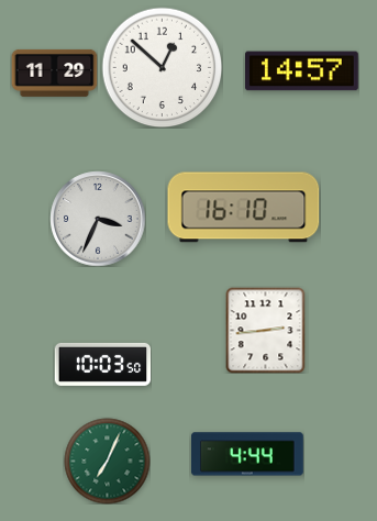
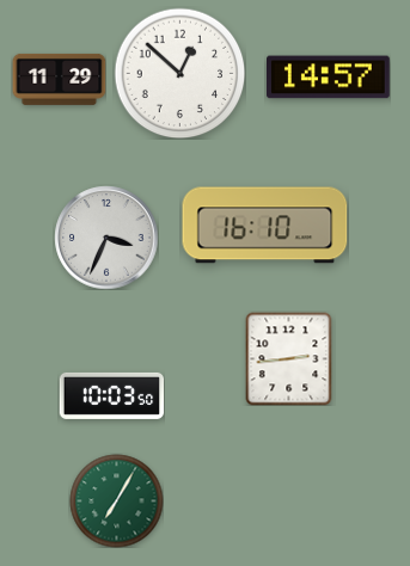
clock at (162, 67) position: (162, 67) -> (179, 73)
clock at (247, 454): 4:44 -> none
clock at (107, 461): 7:04 -> 7:05
